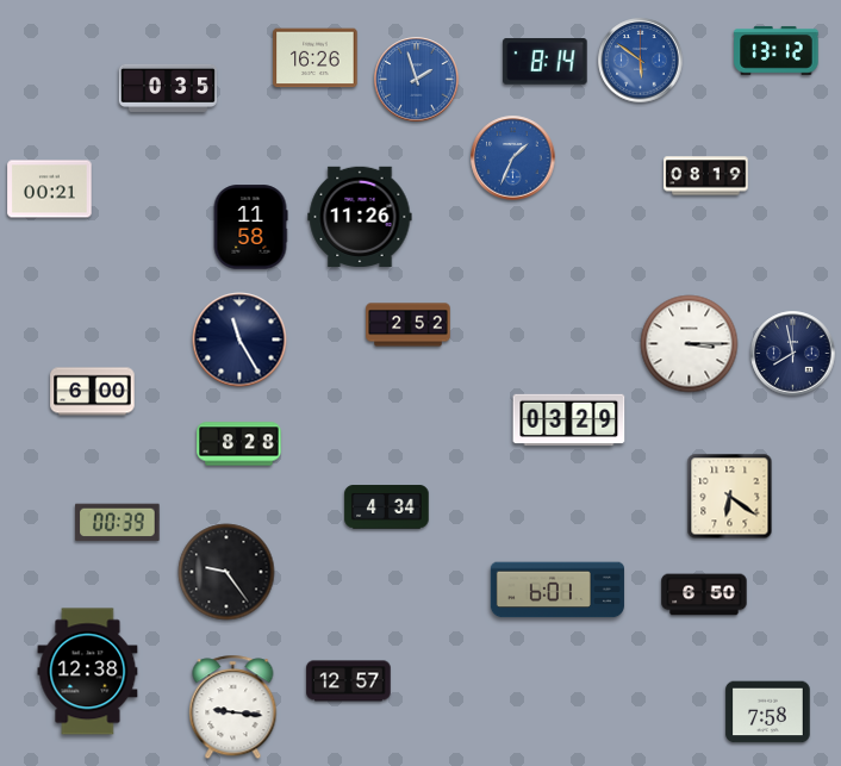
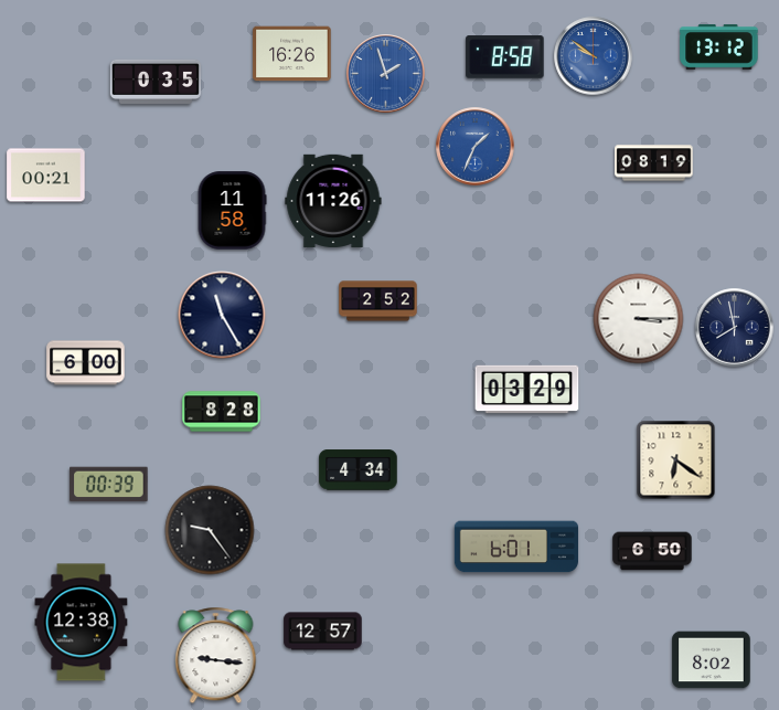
clock at (641, 61): 5:51 -> 9:51
clock at (546, 62): 8:14 -> 8:58
clock at (768, 712): 7:58 -> 8:02
